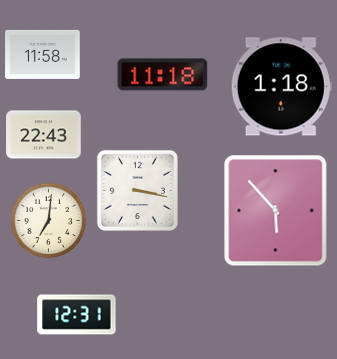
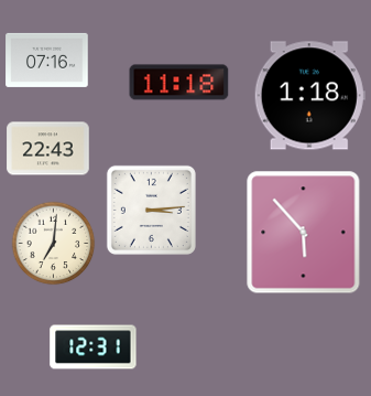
clock at (43, 54): 11:58 -> 07:16
clock at (137, 190): 3:17 -> 3:14
clock at (77, 315) position: (77, 315) -> (94, 347)
